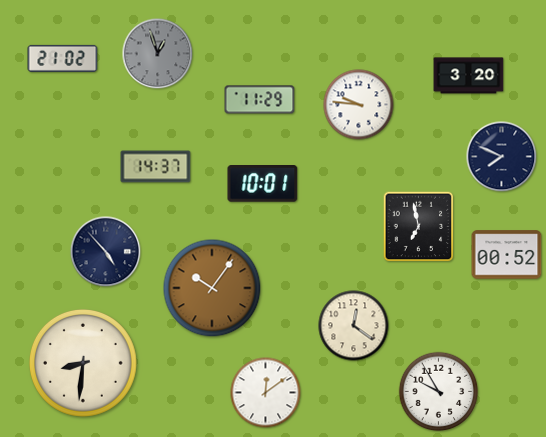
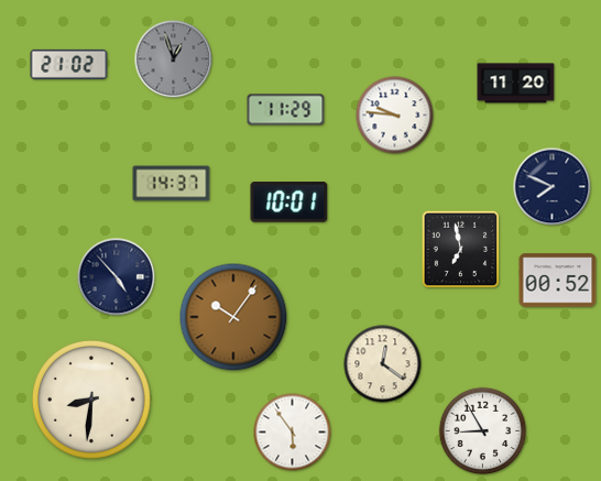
clock at (469, 76): 3:20 -> 11:20
clock at (502, 157) position: (502, 157) -> (553, 187)
clock at (354, 326) position: (354, 326) -> (383, 364)
clock at (439, 392): 9:55 -> 8:55
clock at (266, 393): 12:09 -> 5:54
